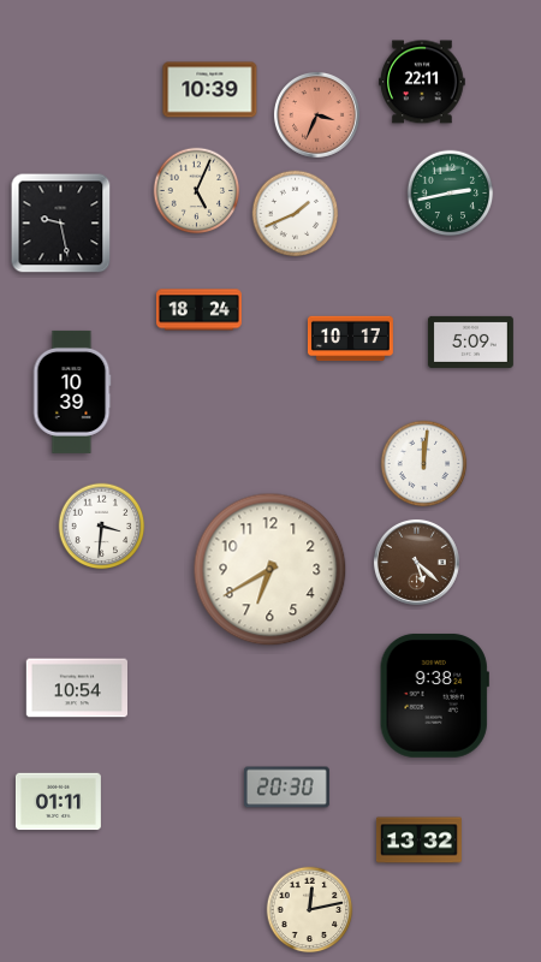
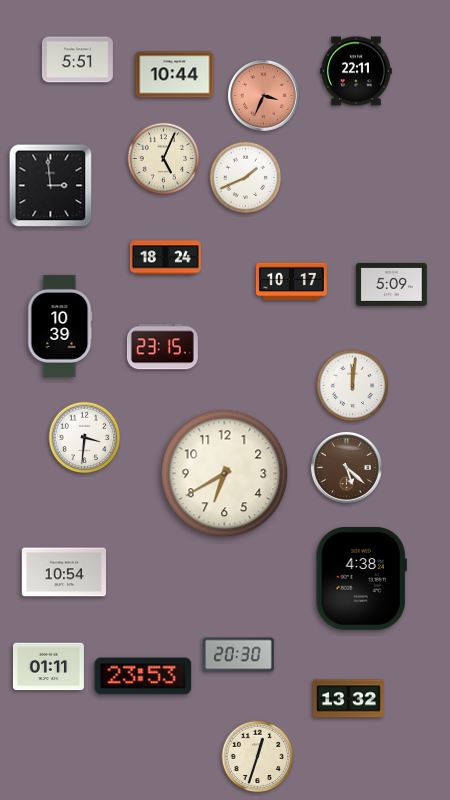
clock at (77, 60): none -> 5:51
clock at (422, 82) position: (422, 82) -> (356, 71)
clock at (210, 90): 10:39 -> 10:44
clock at (451, 194): 2:43 -> none
clock at (61, 224): 9:28 -> 2:59
clock at (162, 347): none -> 23:15
clock at (434, 695): 9:38 -> 4:38
clock at (143, 676): none -> 23:53
clock at (310, 910): 12:13 -> 12:33
